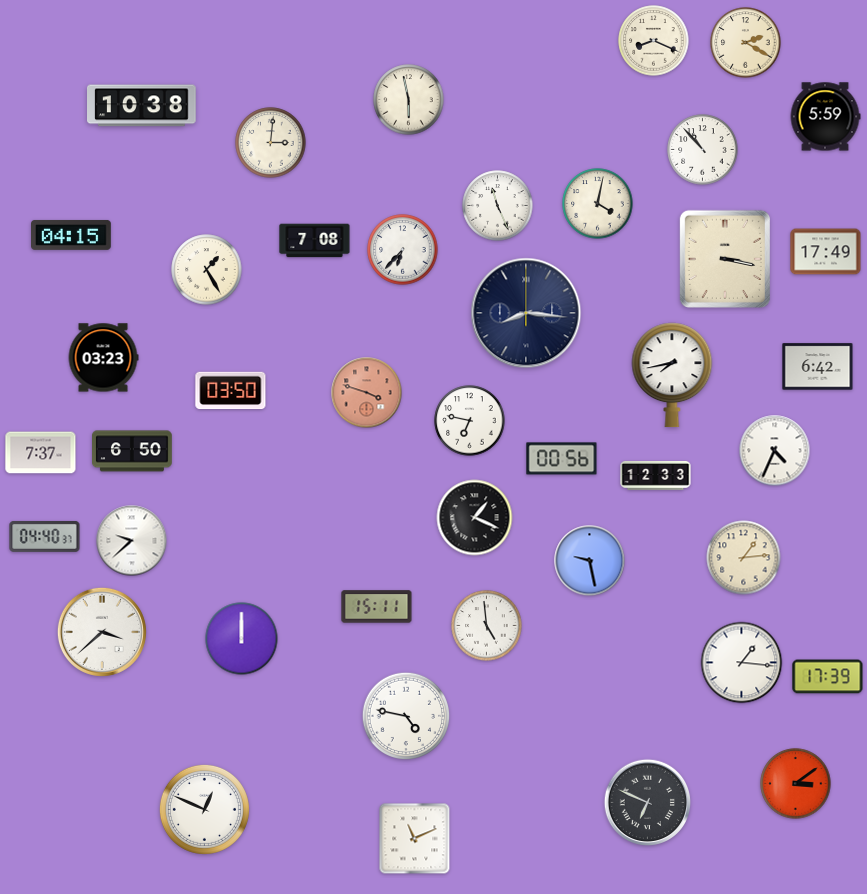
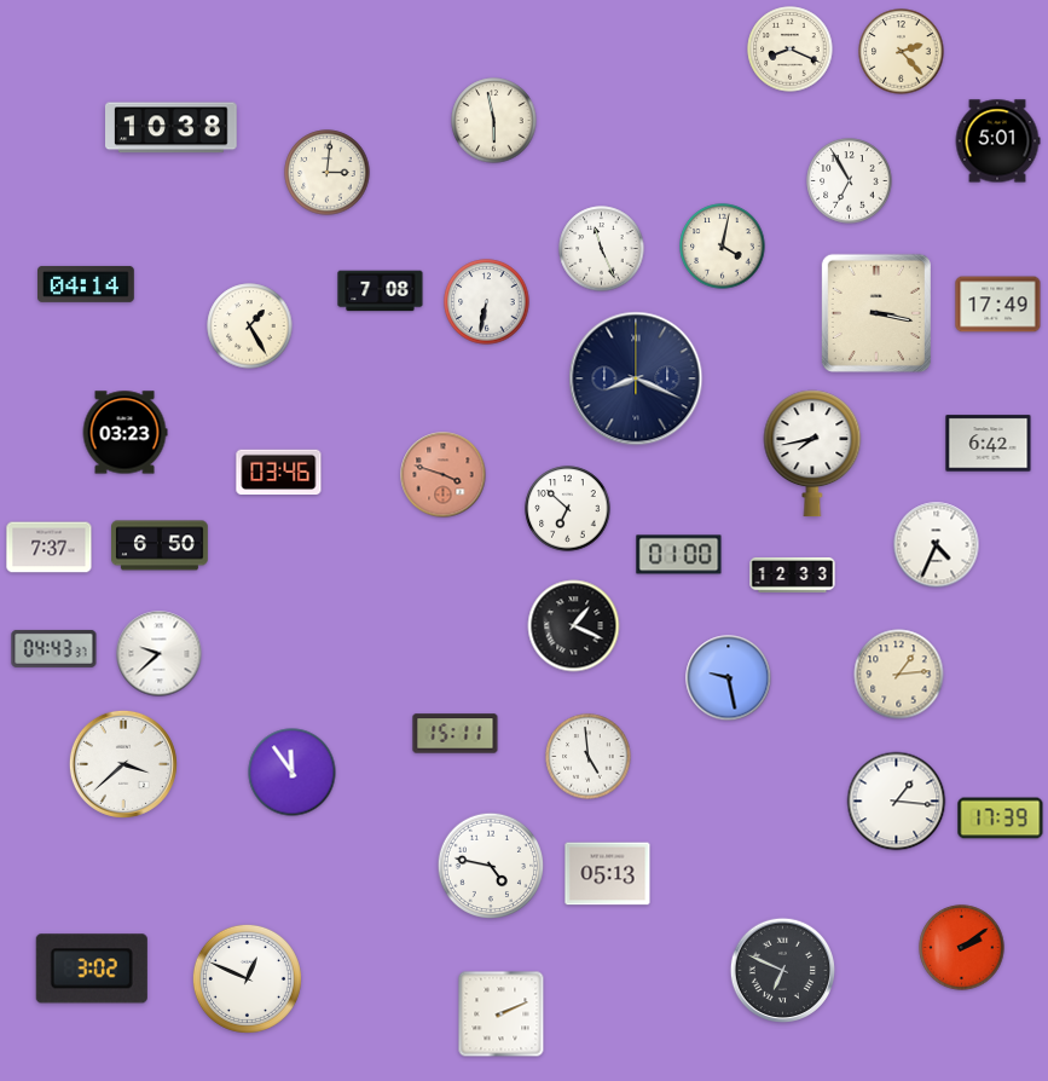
clock at (746, 43): 2:20 -> 2:23
clock at (825, 117): 5:59 -> 5:01
clock at (703, 150): 10:53 -> 6:55
clock at (72, 235): 04:15 -> 04:14
clock at (403, 250): 6:37 -> 6:32
clock at (526, 313): 8:16 -> 8:19
clock at (231, 391): 03:50 -> 03:46
clock at (470, 421): 6:47 -> 6:52
clock at (562, 459): 00:56 -> 01:00
clock at (45, 536): 04:40 -> 04:43
clock at (590, 561) position: (590, 561) -> (729, 678)
clock at (242, 639): 12:00 -> 11:54
clock at (608, 874): none -> 05:13
clock at (796, 784): 3:09 -> 2:09
clock at (92, 969): none -> 3:02
clock at (415, 839): 11:11 -> 2:11
